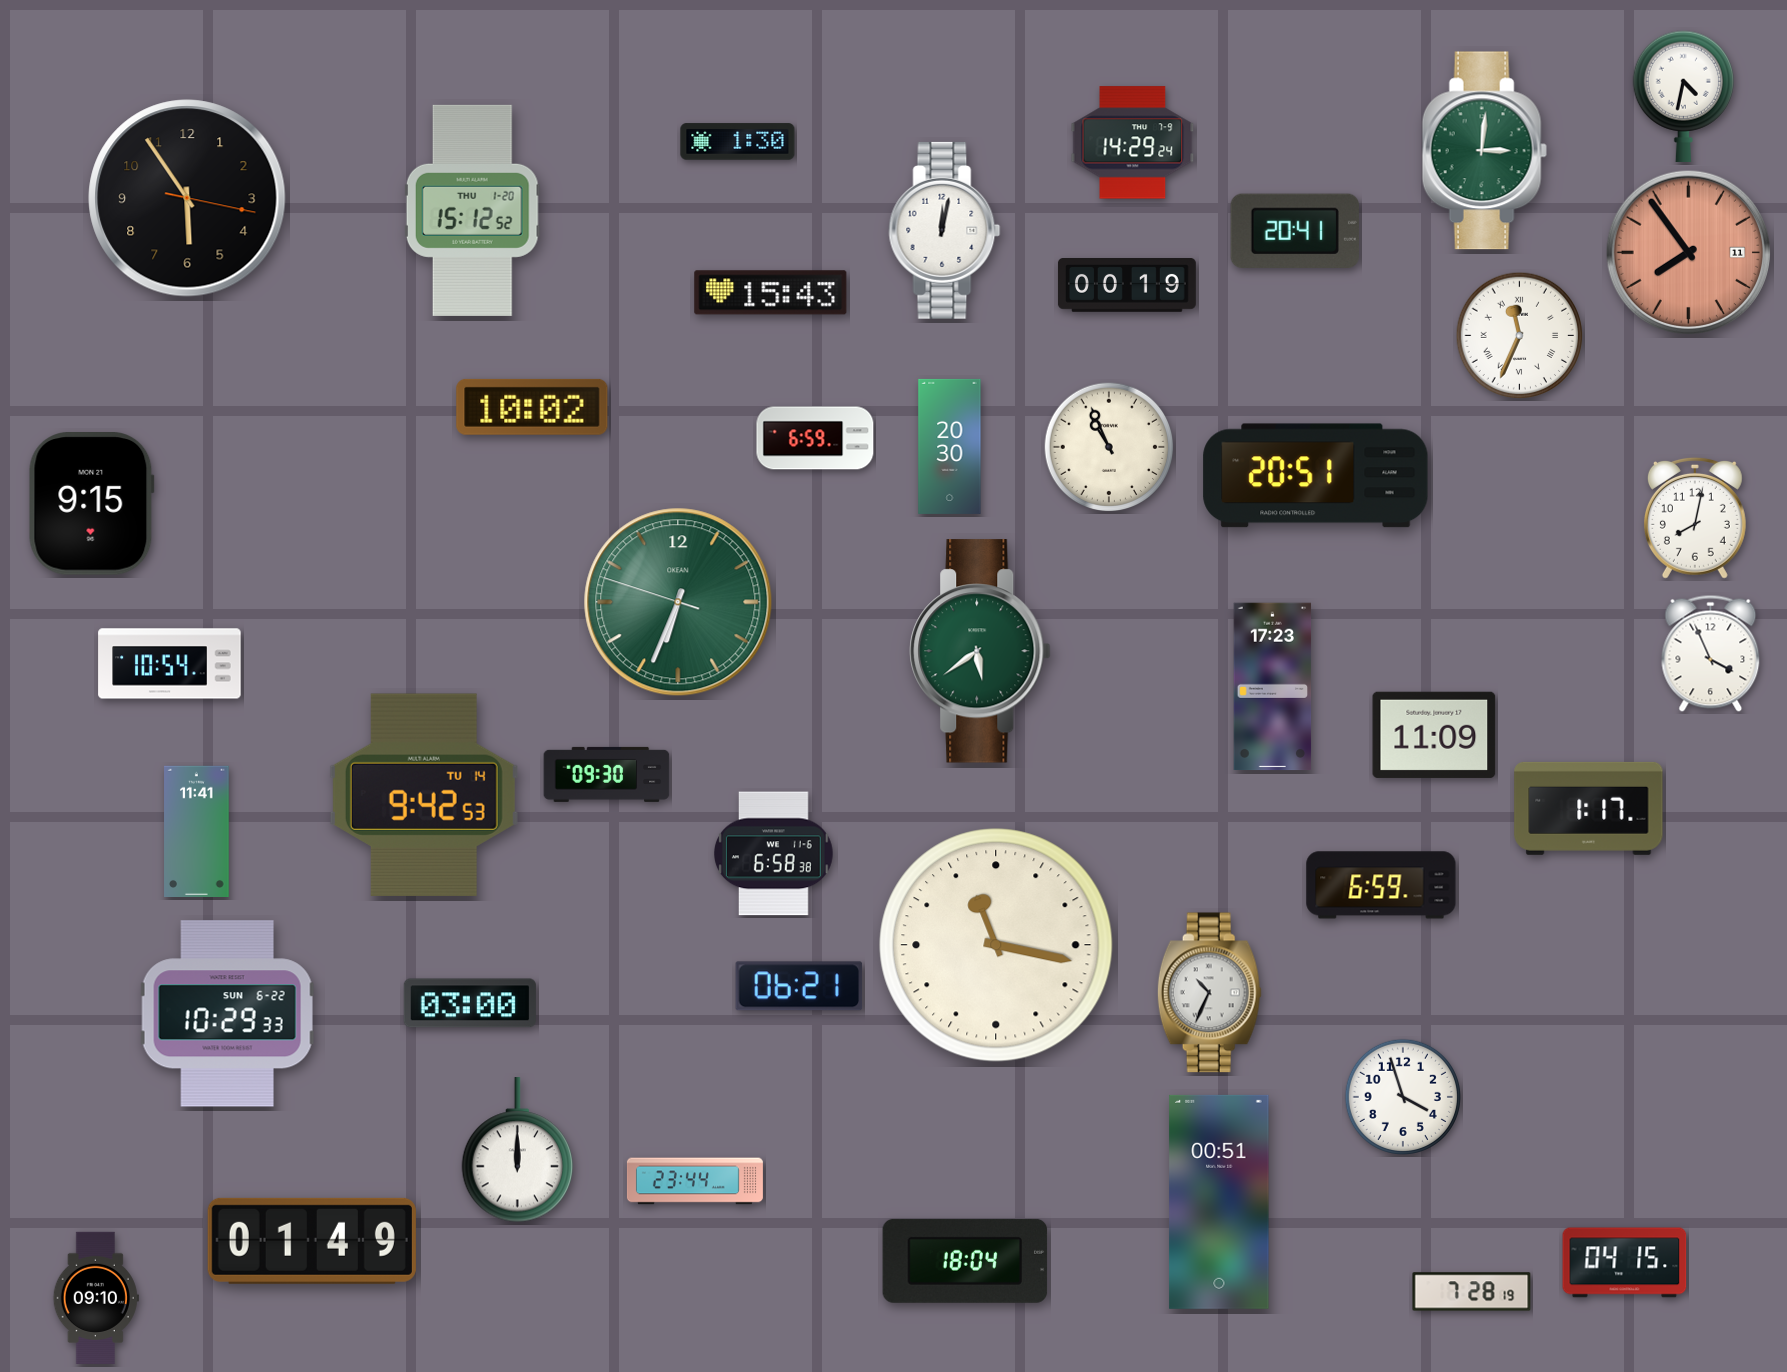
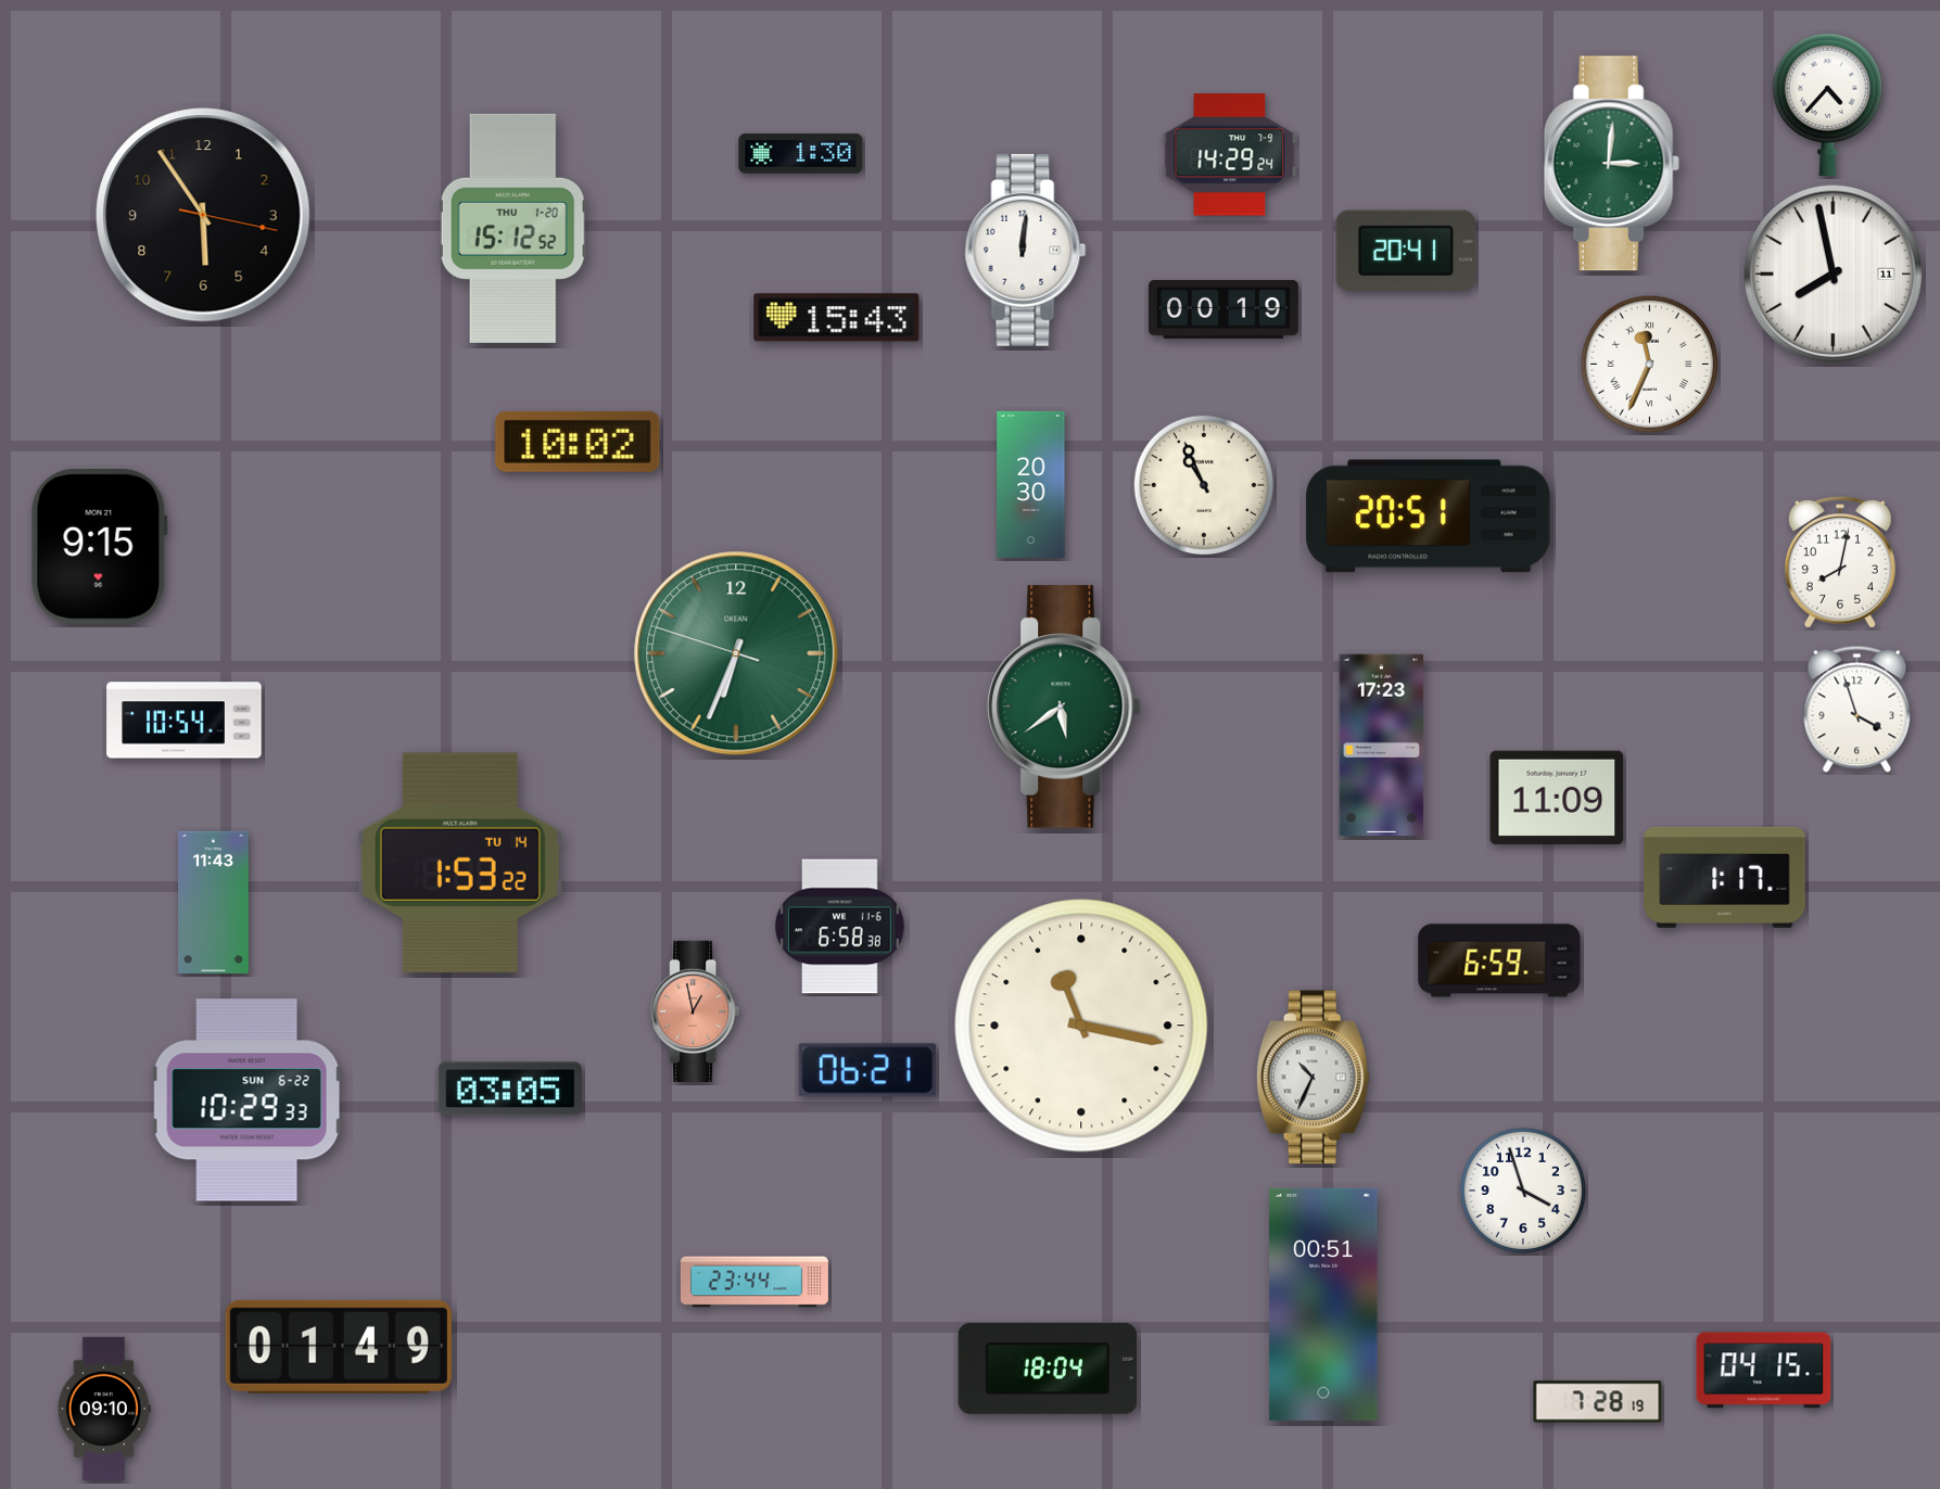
clock at (1683, 96): 4:32 -> 4:37
clock at (945, 230): 12:02 -> 12:01
clock at (1688, 252): 7:54 -> 7:58
clock at (1688, 252) dial: salmon -> white
clock at (815, 438): 6:59 -> none
clock at (1711, 653): 3:56 -> 3:57
clock at (607, 774): 09:30 -> none
clock at (424, 795): 9:42 -> 1:53
clock at (197, 831): 11:41 -> 11:43
clock at (695, 1010): none -> 12:58
clock at (470, 1003): 03:00 -> 03:05
clock at (518, 1150): 12:00 -> none
